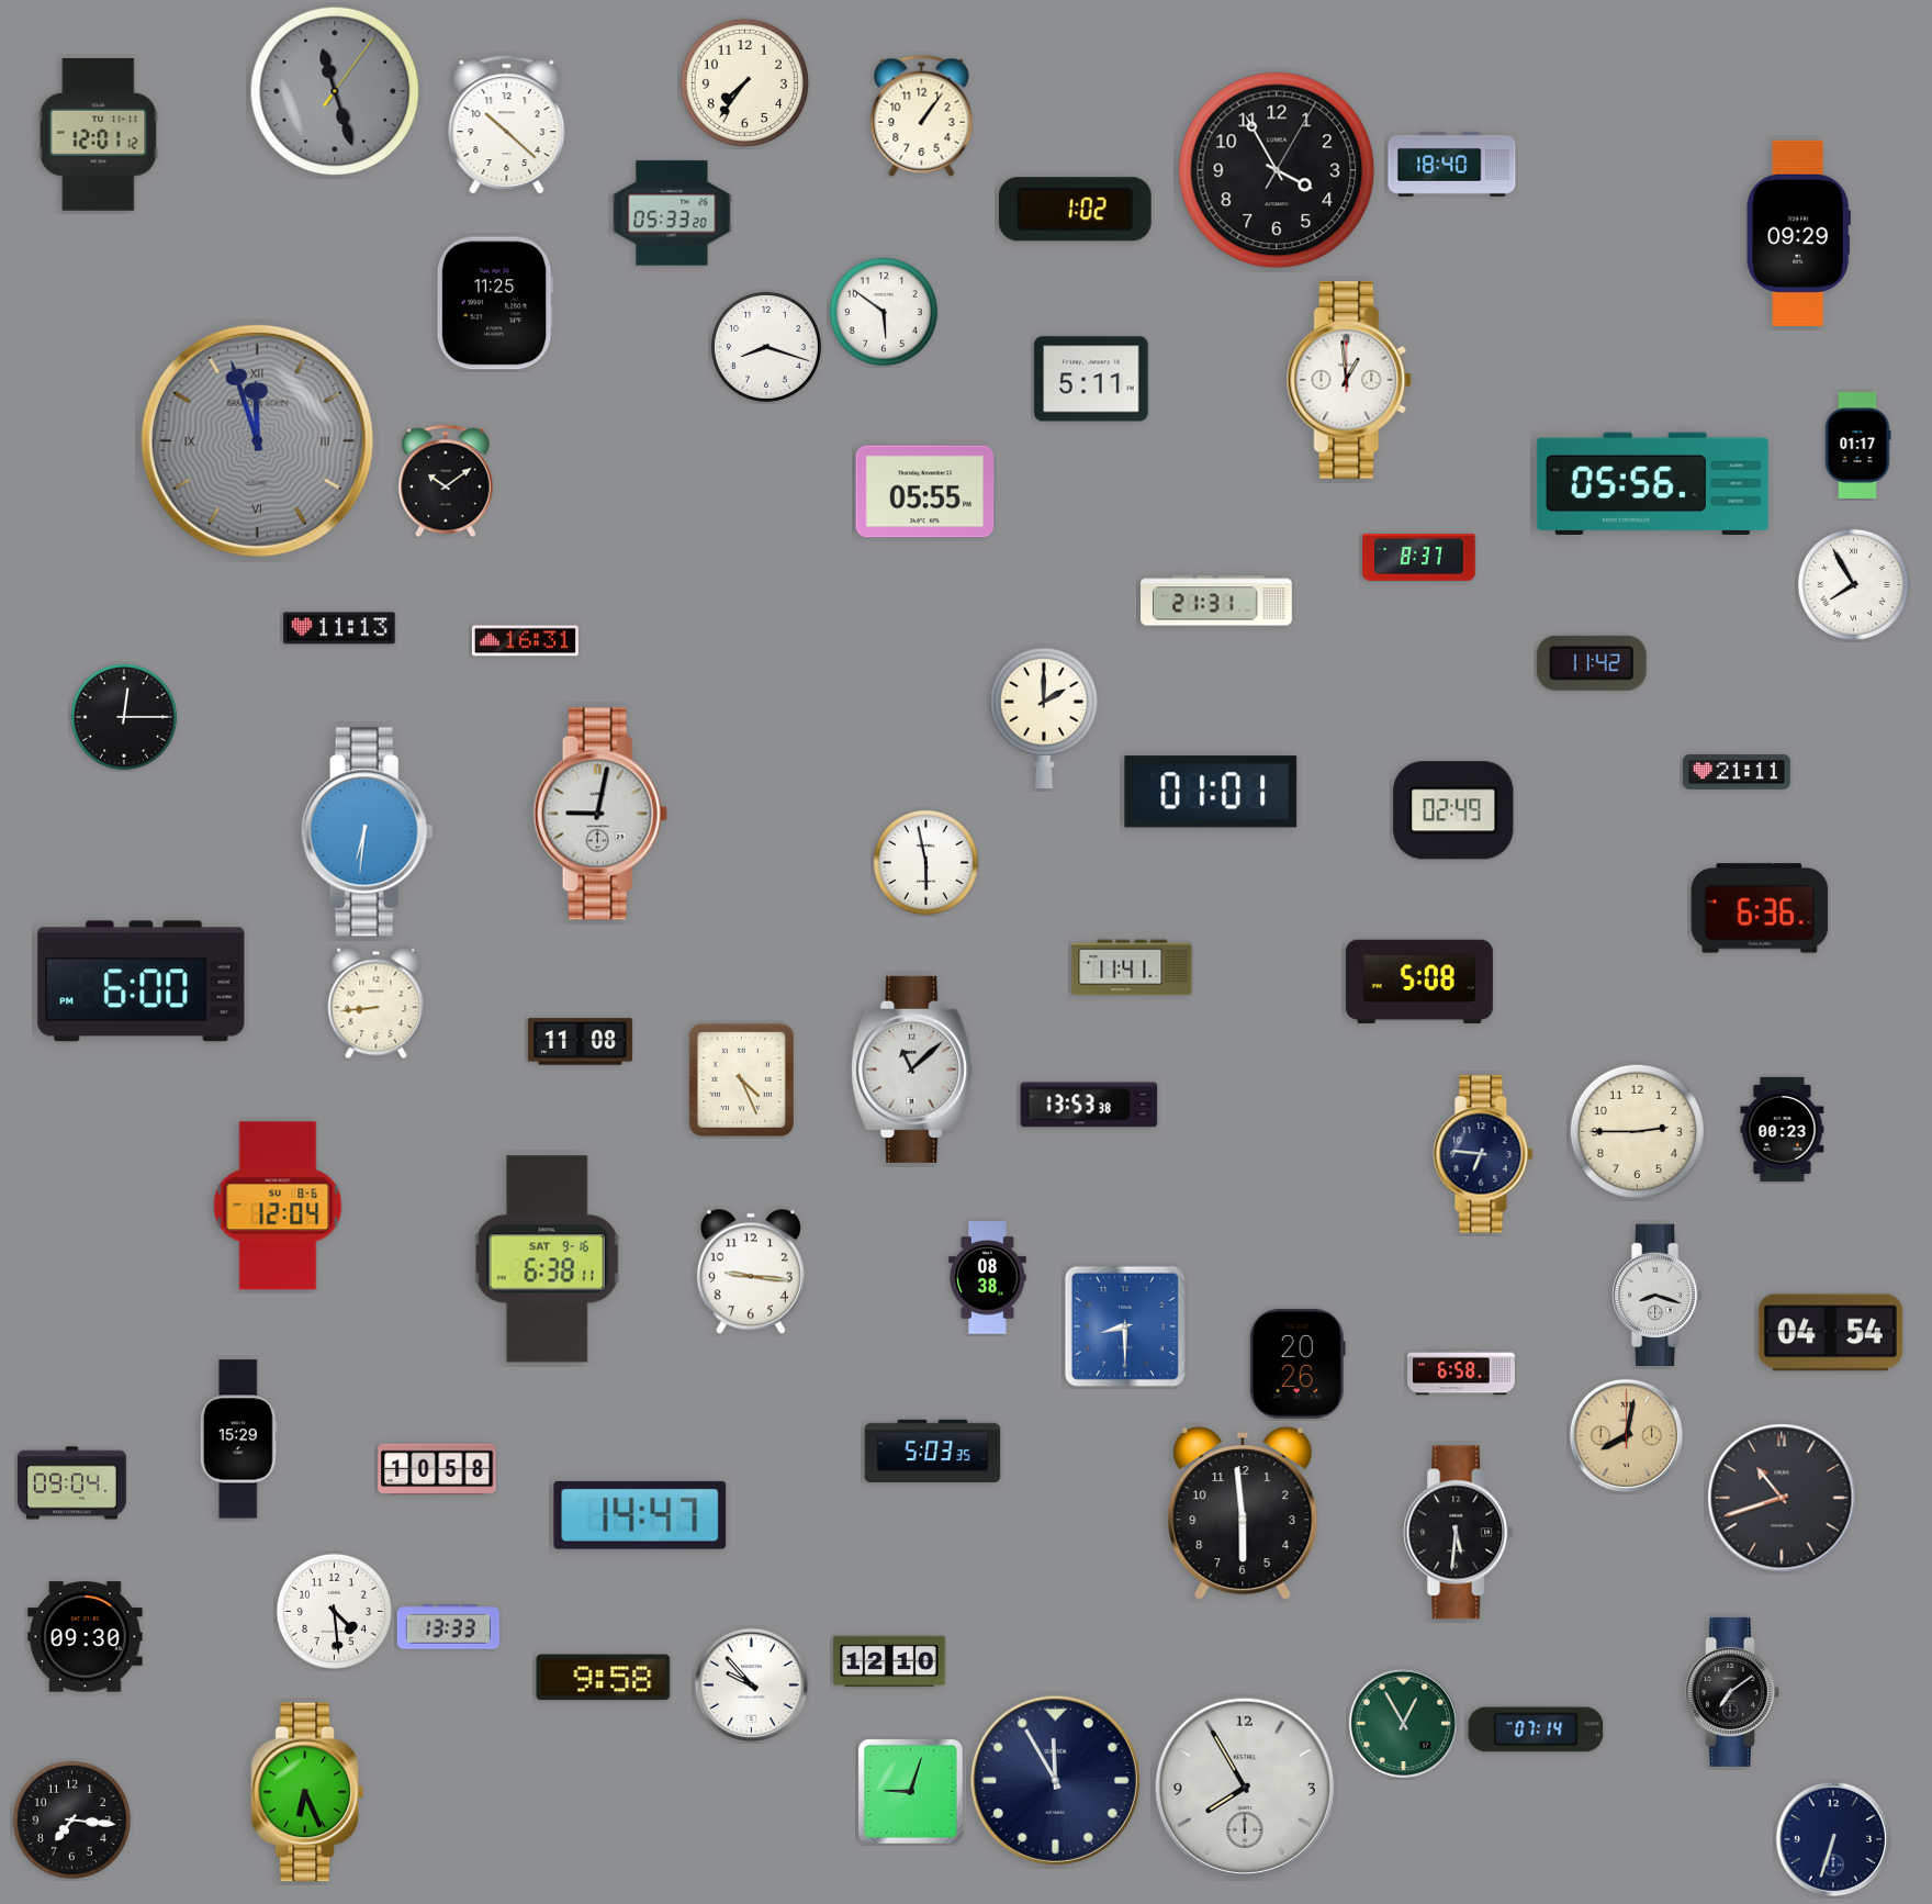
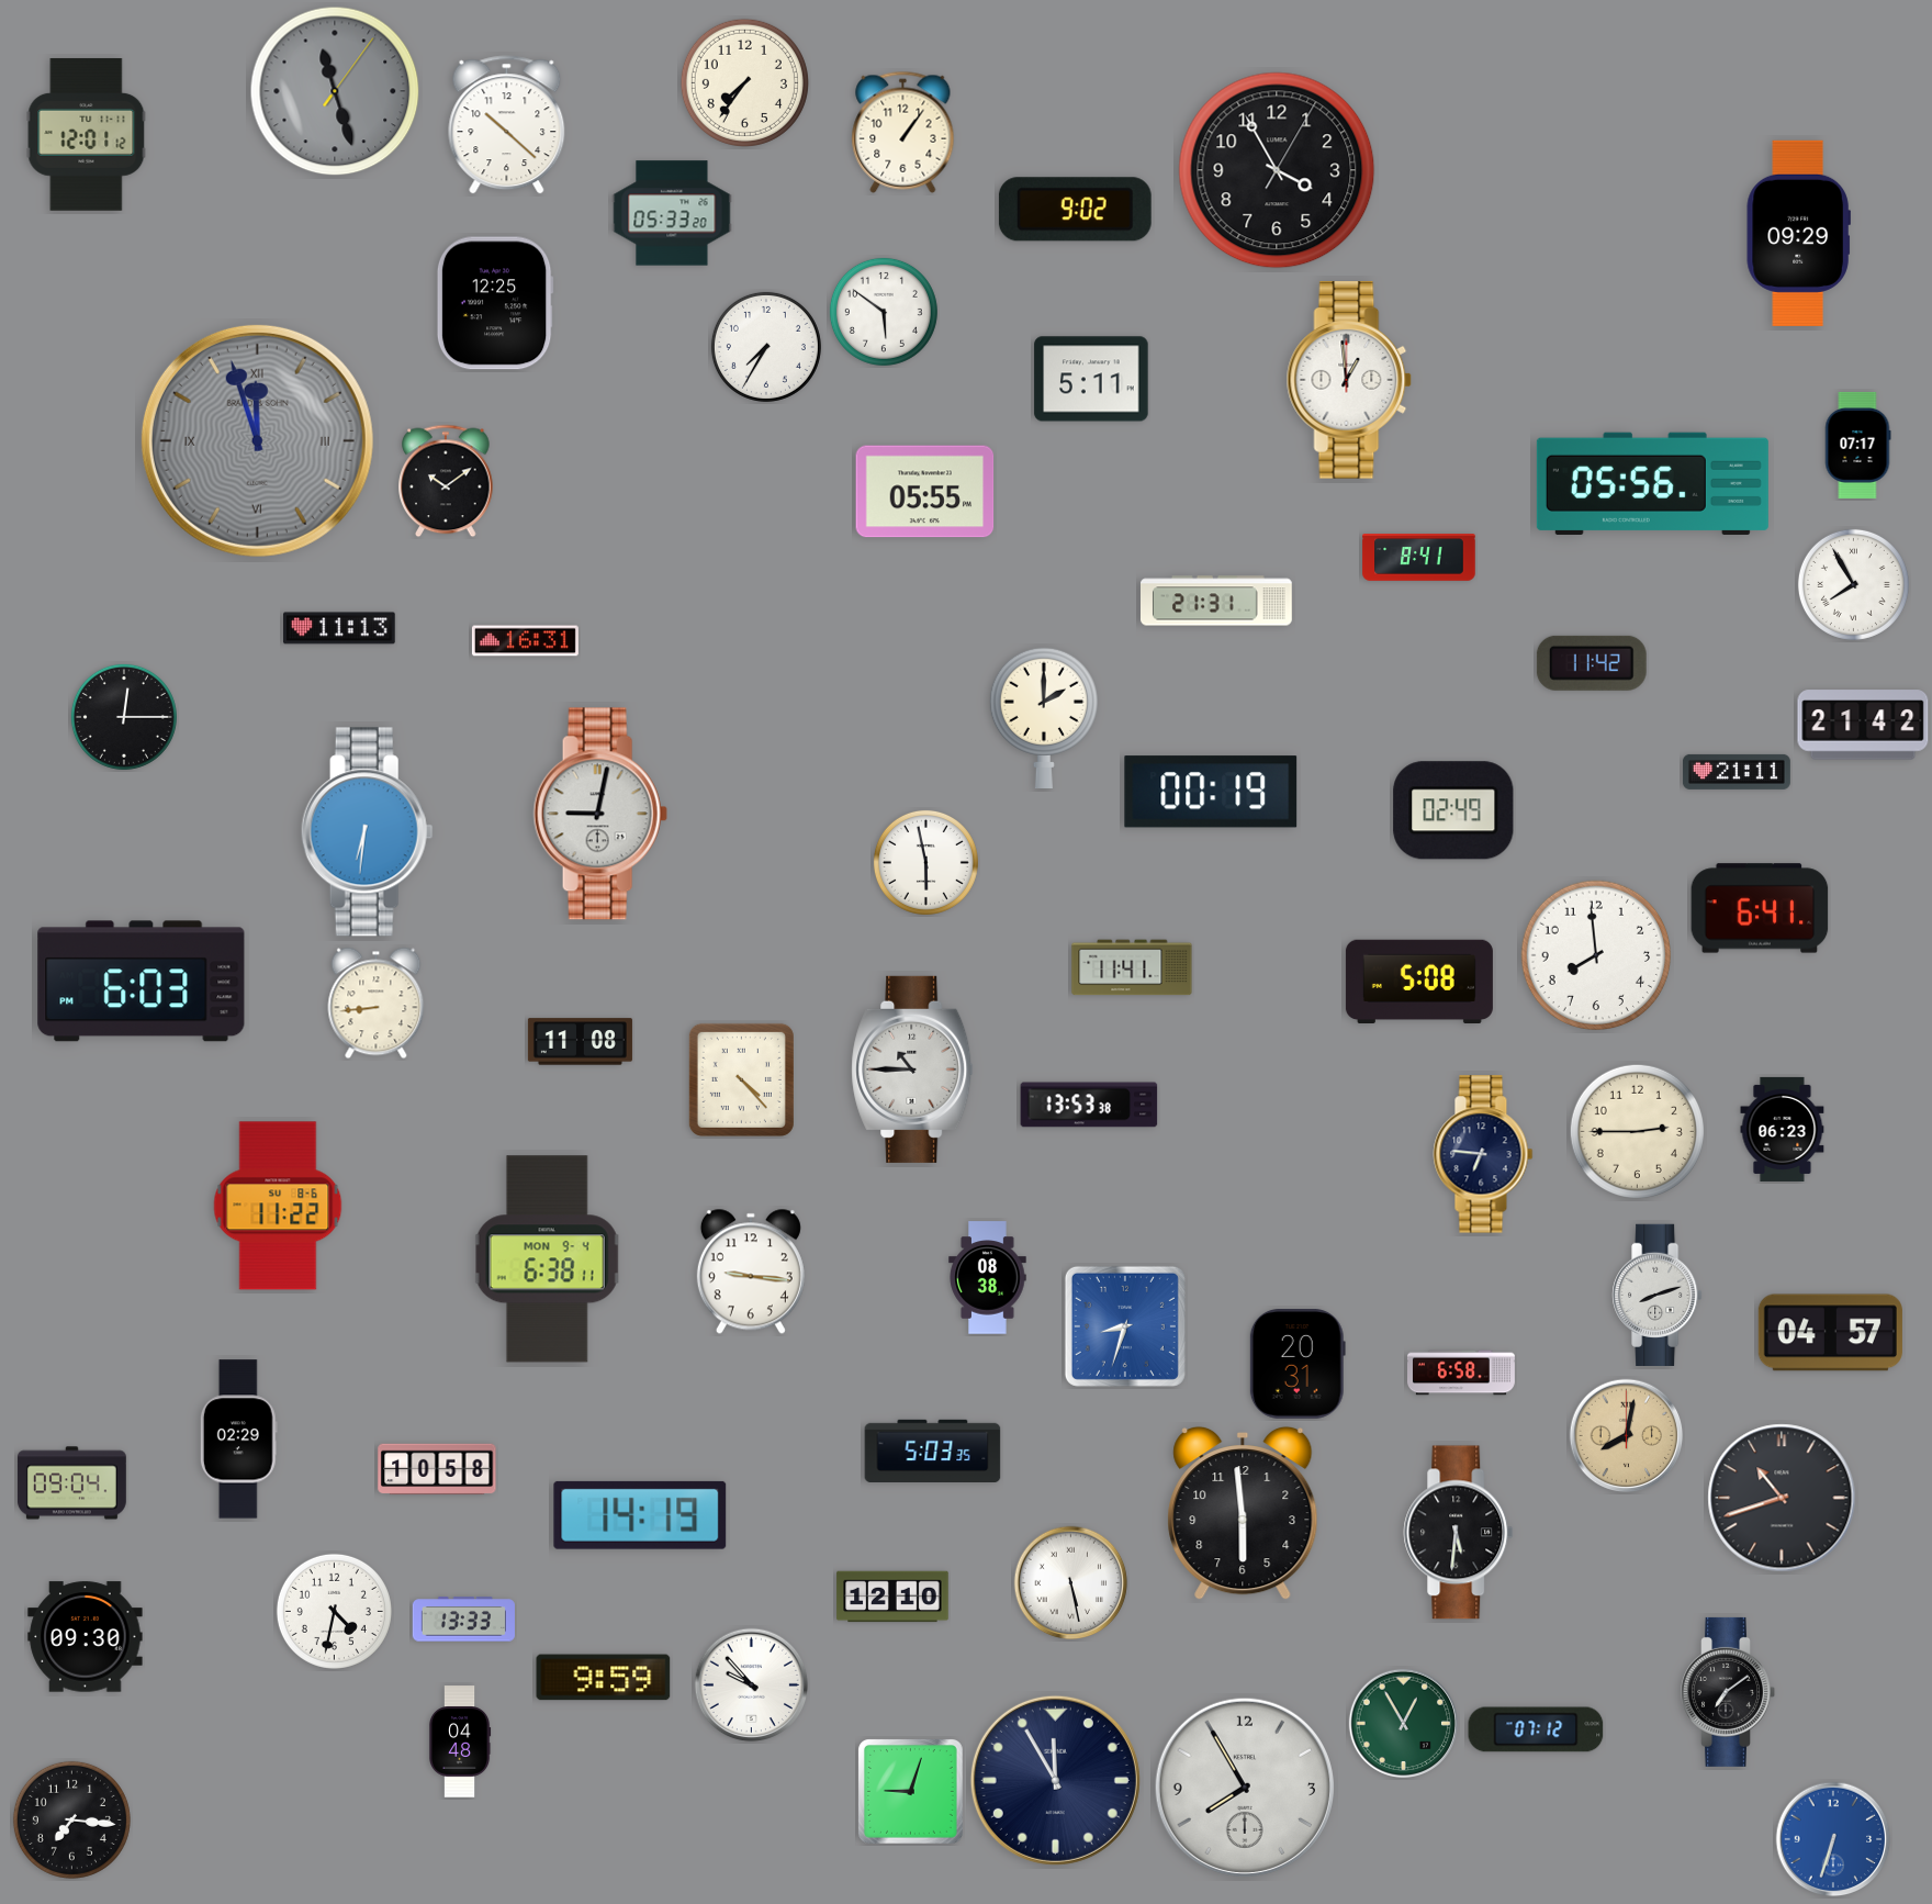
clock at (922, 115) position: (922, 115) -> (903, 132)
clock at (99, 135) position: (99, 135) -> (87, 135)
clock at (1452, 164): 18:40 -> none
clock at (1075, 210): 1:02 -> 9:02
clock at (495, 303): 11:25 -> 12:25
clock at (766, 347): 8:18 -> 7:35
clock at (1857, 445): 01:17 -> 07:17
clock at (1419, 558): 8:37 -> 8:41
clock at (1863, 725): none -> 21:42
clock at (1211, 792): 01:01 -> 00:19
clock at (1760, 908): 6:36 -> 6:41
clock at (1596, 955): none -> 7:59
clock at (142, 982): 6:00 -> 6:03
clock at (912, 1069): 11:08 -> 10:45
clock at (741, 1079): 4:26 -> 4:23
clock at (1783, 1129): 00:23 -> 06:23
clock at (278, 1206): 12:04 -> 11:22
clock at (547, 1259) date: SAT 9-16 -> MON 9-4
clock at (1658, 1295): 8:18 -> 8:12
clock at (1125, 1326): 8:30 -> 8:33
clock at (1830, 1333): 04:54 -> 04:57
clock at (1298, 1365): 20:26 -> 20:31
clock at (238, 1440): 15:29 -> 02:29
clock at (640, 1515): 14:47 -> 14:19
clock at (1071, 1583): none -> 5:28
clock at (334, 1611): 4:29 -> 4:32
clock at (448, 1627) position: (448, 1627) -> (463, 1620)
clock at (889, 1661) position: (889, 1661) -> (892, 1597)
clock at (604, 1678): 9:58 -> 9:59
clock at (1732, 1692) position: (1732, 1692) -> (1728, 1692)
clock at (1536, 1729): 07:14 -> 07:12
clock at (460, 1741): none -> 04:48
clock at (307, 1792): 6:26 -> none
clock at (1833, 1839) dial: navy -> blue
